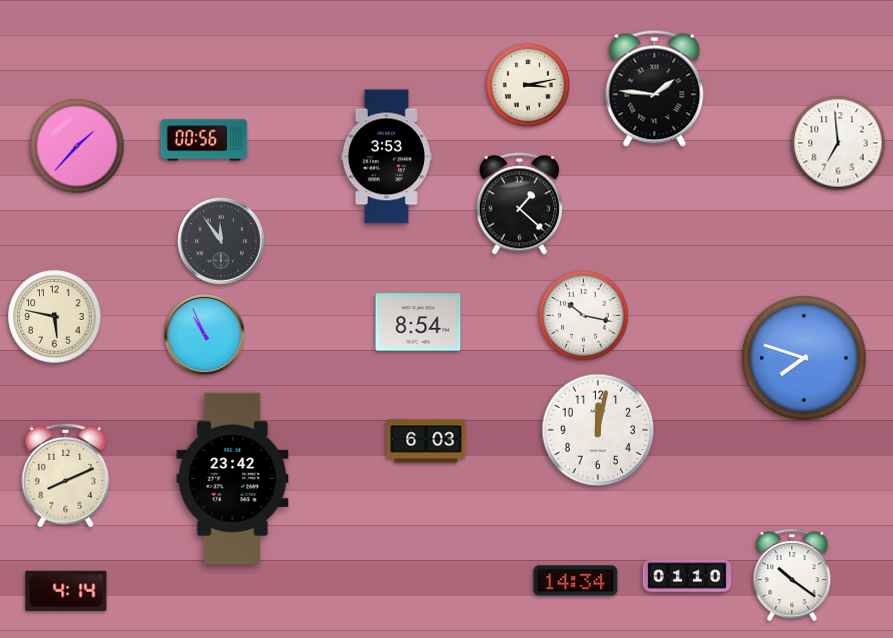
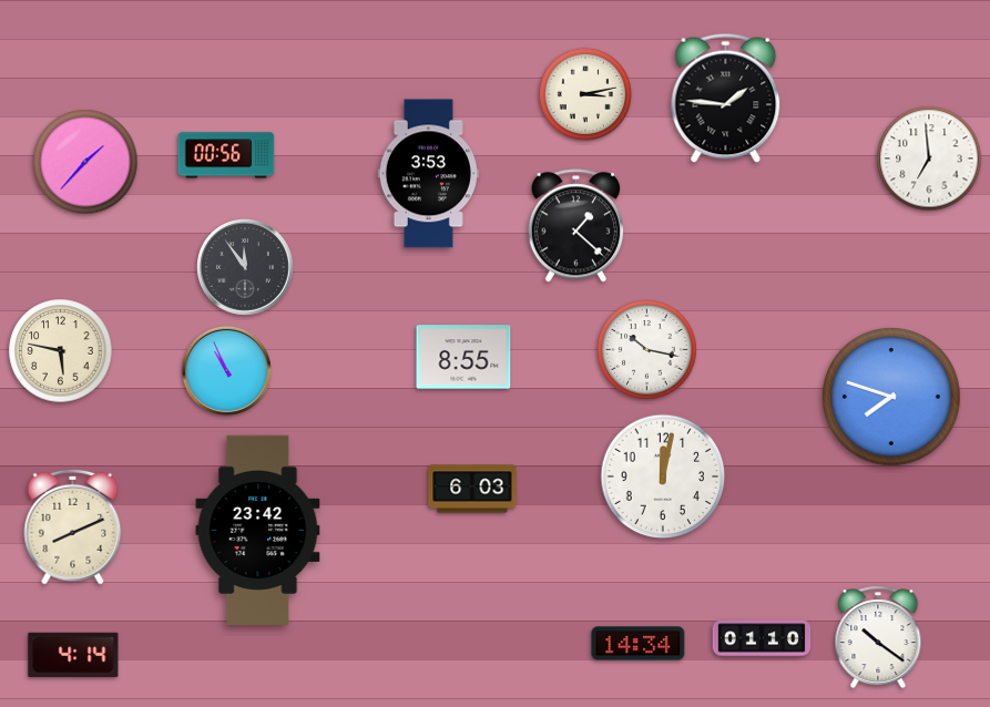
clock at (418, 322): 8:54 -> 8:55
